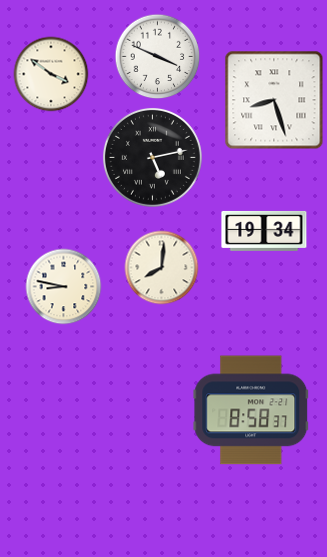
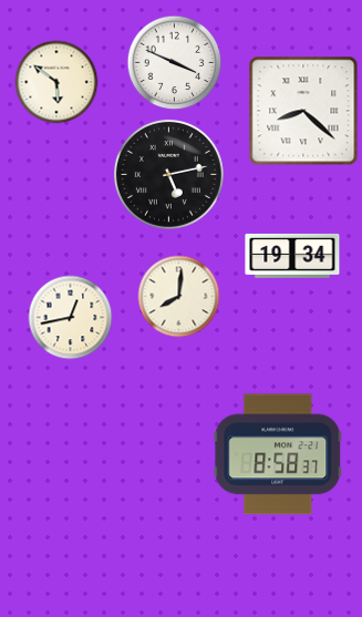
clock at (51, 74): 3:51 -> 5:51
clock at (274, 100): 8:27 -> 8:22
clock at (64, 287): 8:47 -> 12:43
